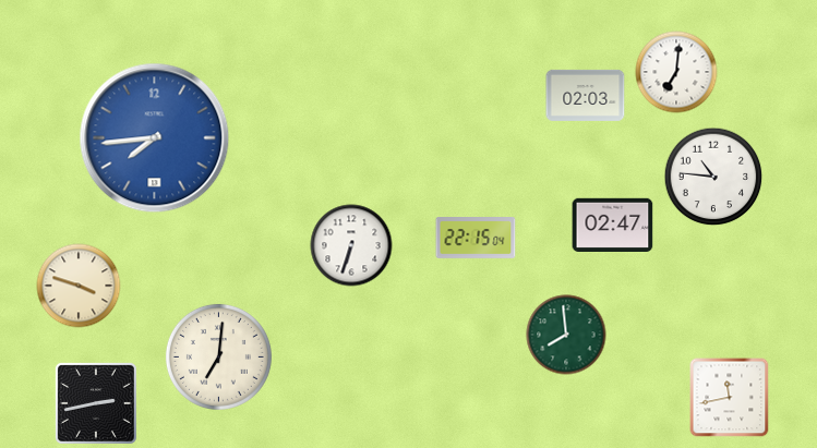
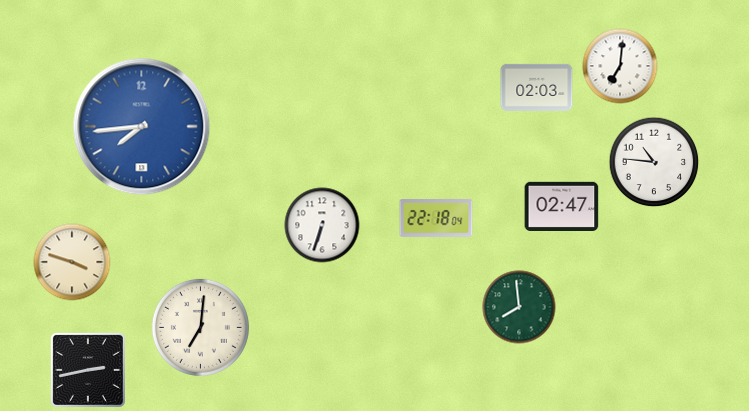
clock at (476, 239): 22:15 -> 22:18
clock at (730, 398): 11:43 -> none
